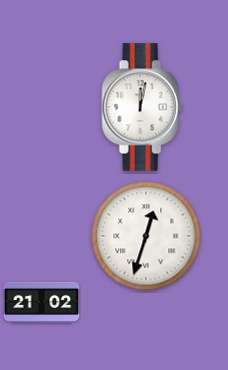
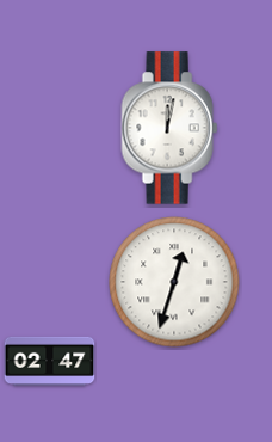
clock at (42, 302): 21:02 -> 02:47
